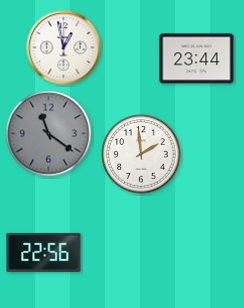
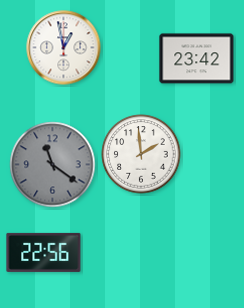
clock at (197, 59): 23:44 -> 23:42
clock at (49, 134) position: (49, 134) -> (53, 165)
